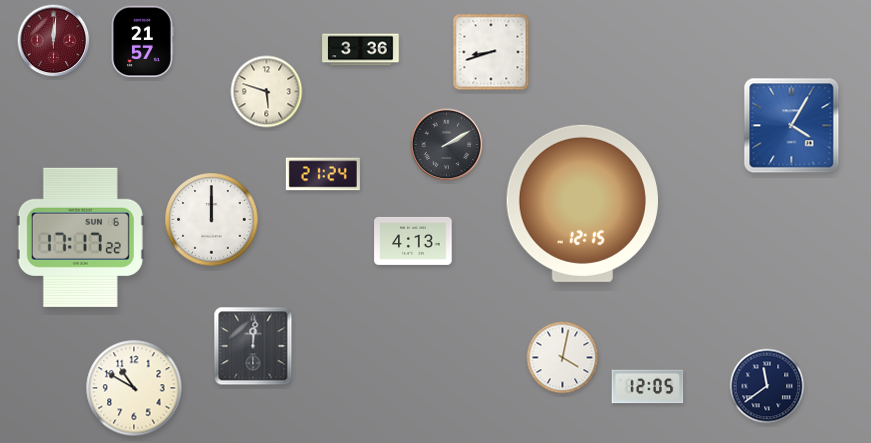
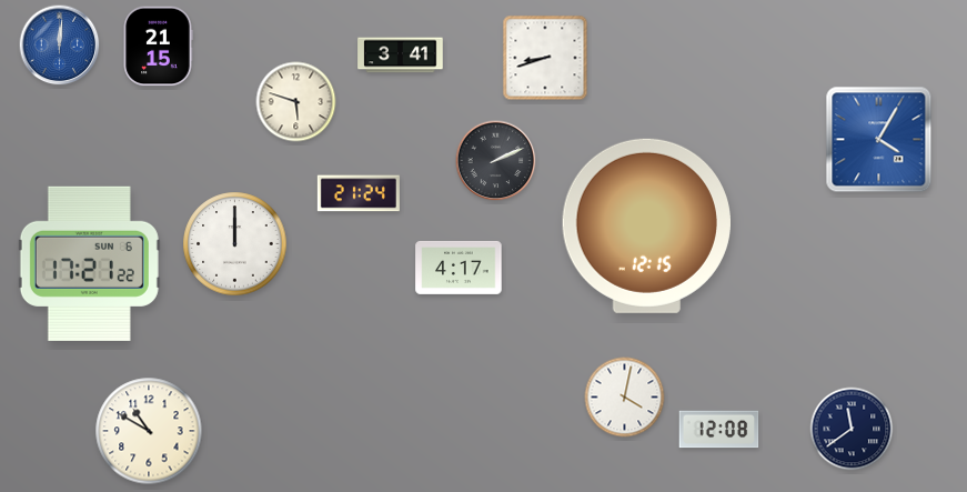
clock at (54, 41) dial: burgundy -> blue
clock at (142, 42): 21:57 -> 21:15
clock at (361, 50): 3:36 -> 3:41
clock at (447, 145): 2:10 -> 2:11
clock at (80, 237): 17:17 -> 17:21
clock at (413, 241): 4:13 -> 4:17
clock at (253, 346): 12:01 -> none
clock at (648, 387): 12:05 -> 12:08
